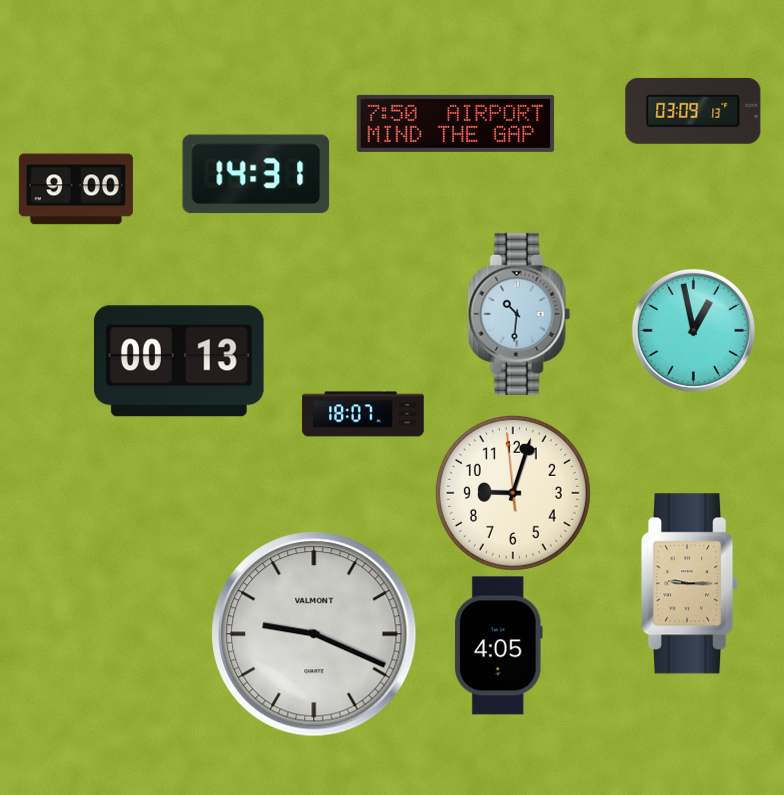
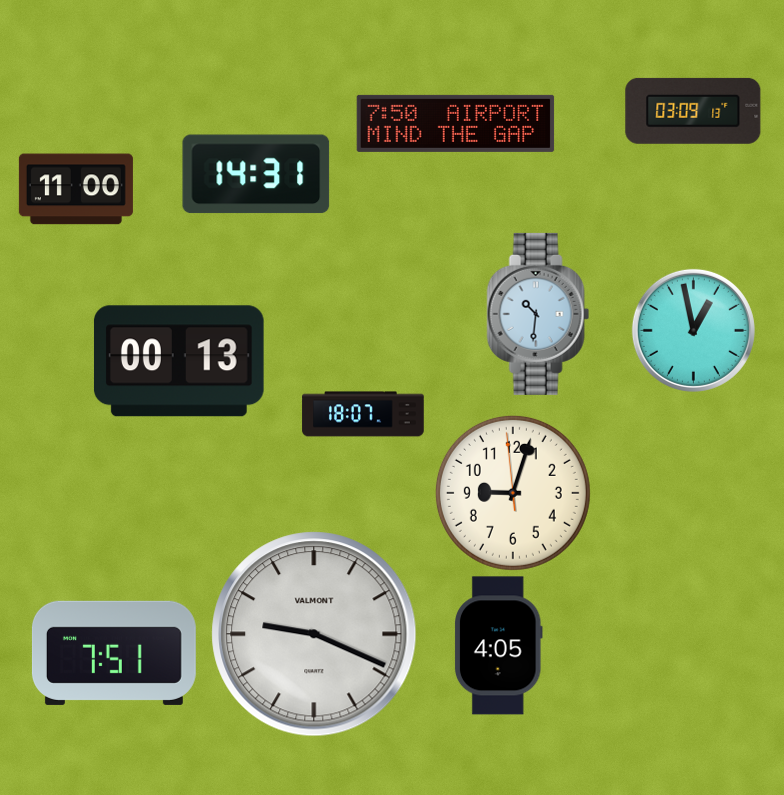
clock at (76, 189): 9:00 -> 11:00
clock at (519, 314) position: (519, 314) -> (538, 314)
clock at (691, 584): 9:15 -> none
clock at (114, 653): none -> 7:51
